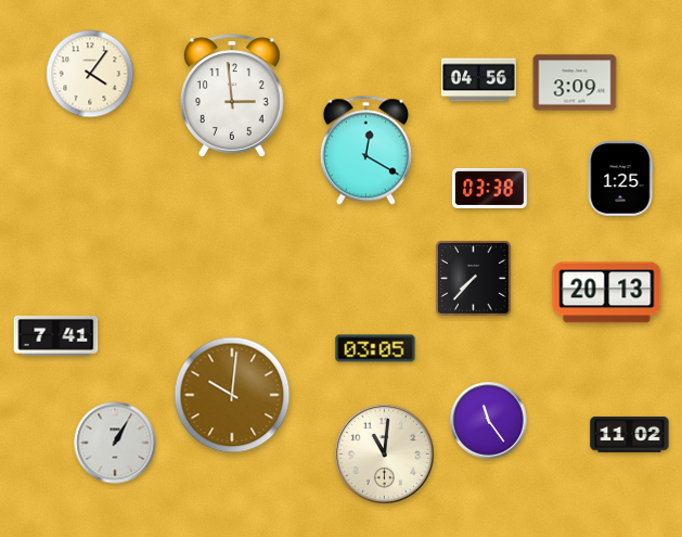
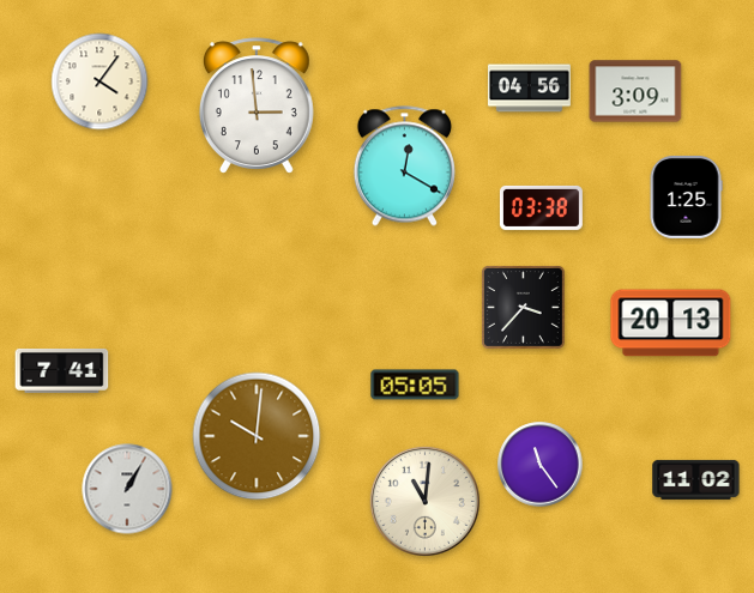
clock at (473, 278): 7:37 -> 3:37
clock at (375, 348): 03:05 -> 05:05
